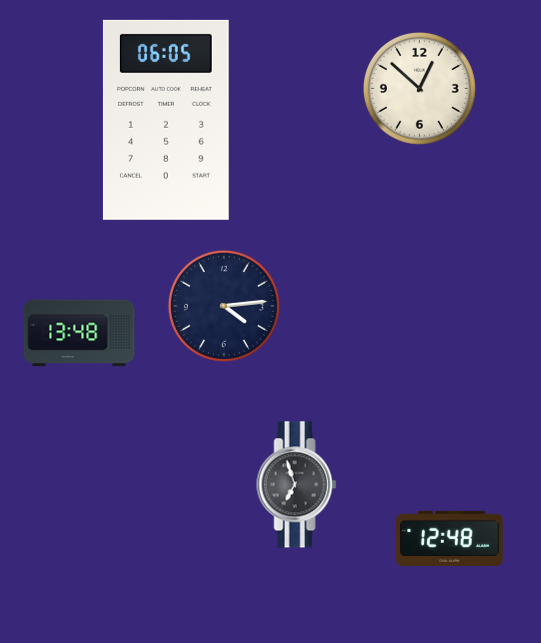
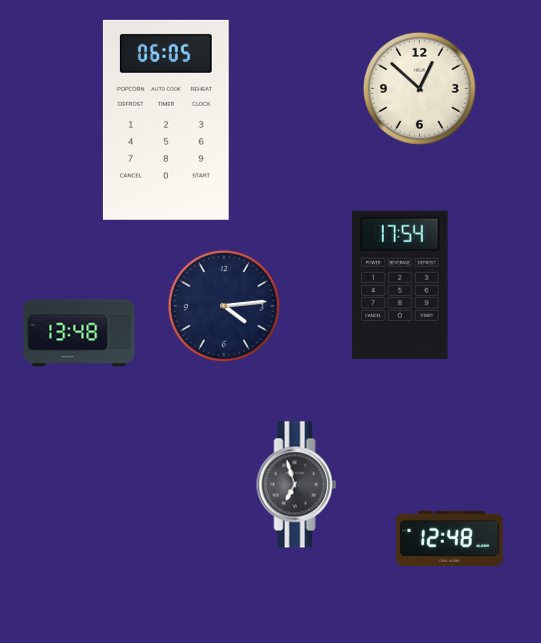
clock at (400, 285): none -> 17:54
